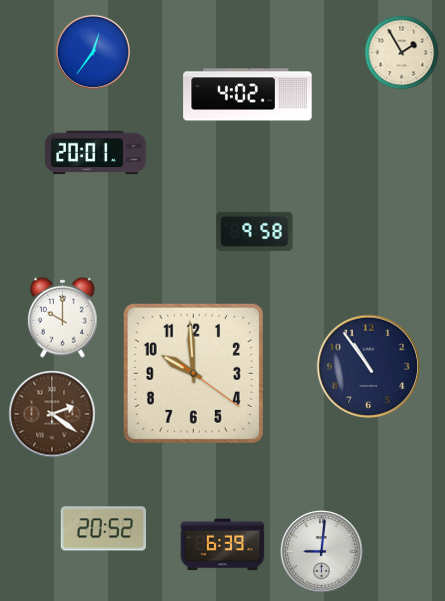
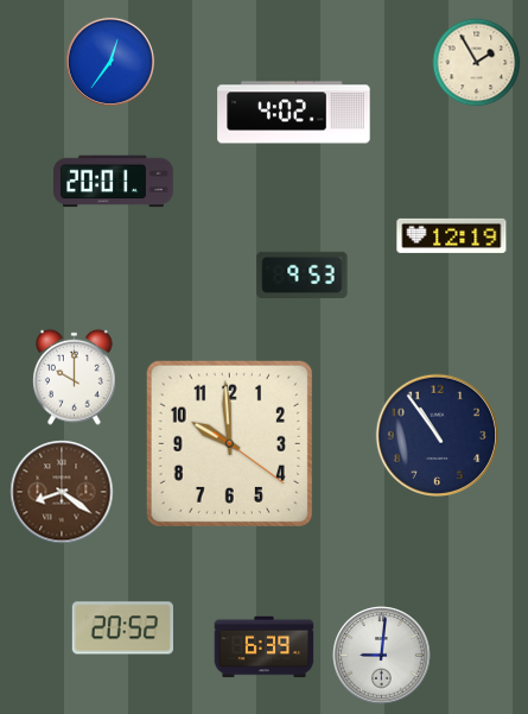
clock at (452, 235): none -> 12:19
clock at (255, 231): 9:58 -> 9:53
clock at (52, 414): 2:21 -> 8:21
